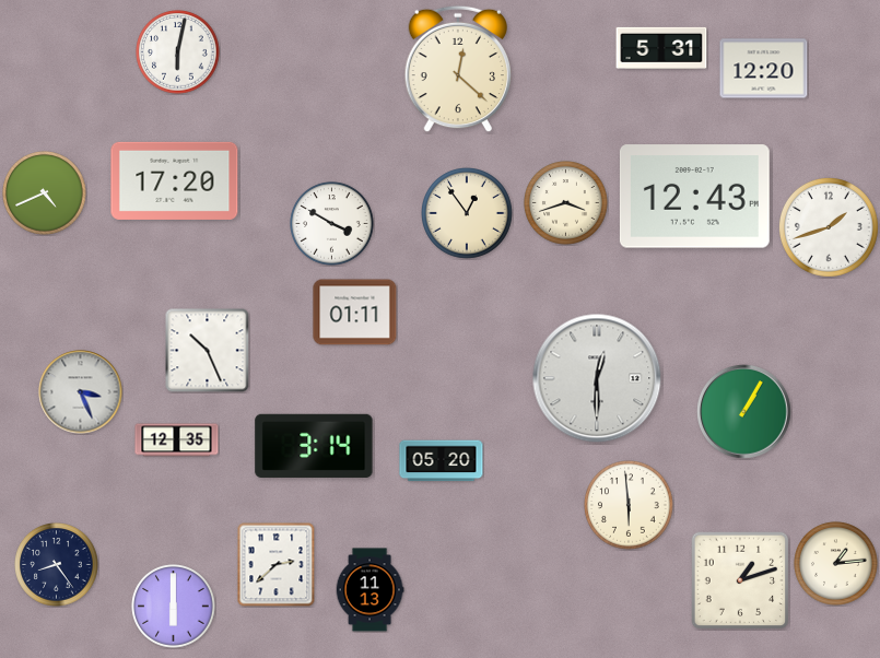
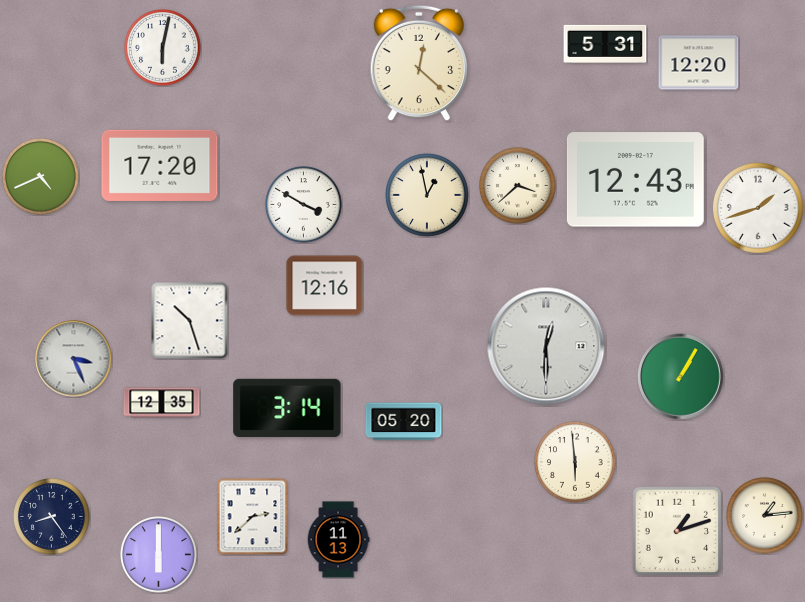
clock at (566, 203): 3:42 -> 3:38
clock at (468, 214): 12:54 -> 12:58
clock at (355, 313): 01:11 -> 12:16
clock at (207, 350): 10:26 -> 10:27
